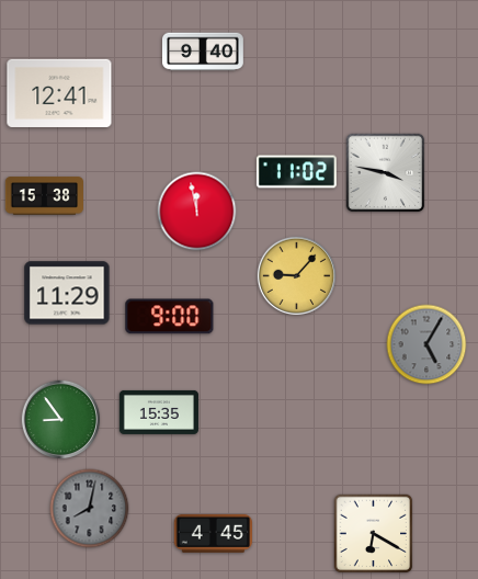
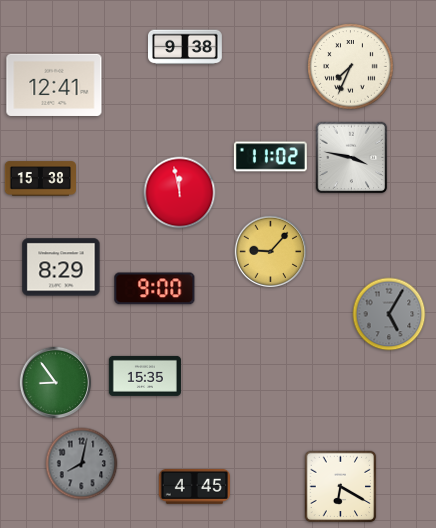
clock at (204, 52): 9:40 -> 9:38
clock at (351, 67): none -> 7:34
clock at (67, 293): 11:29 -> 8:29
